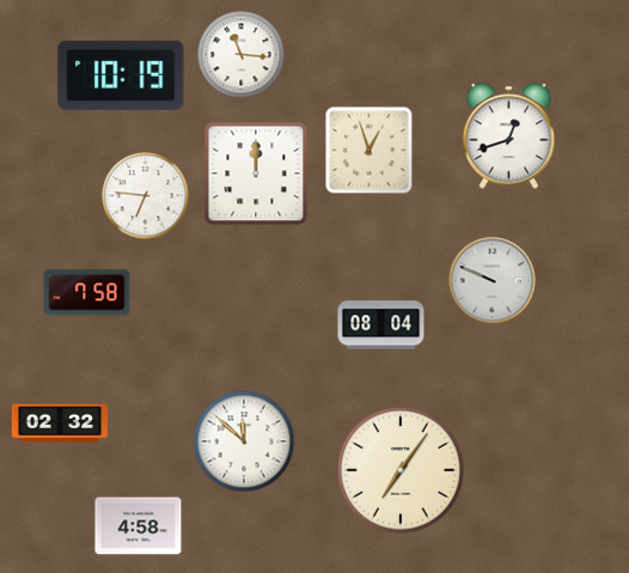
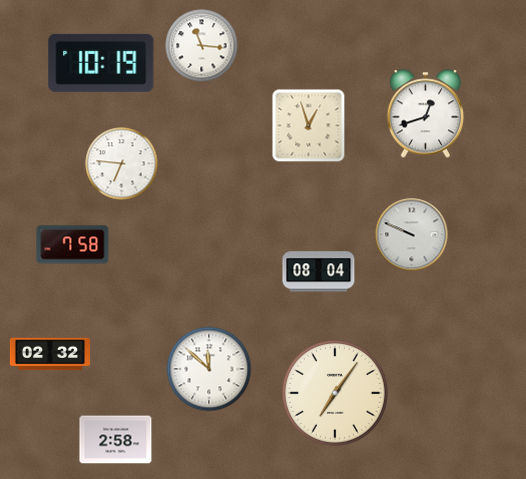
clock at (256, 173): 12:00 -> none
clock at (244, 441) position: (244, 441) -> (209, 369)
clock at (139, 526): 4:58 -> 2:58
